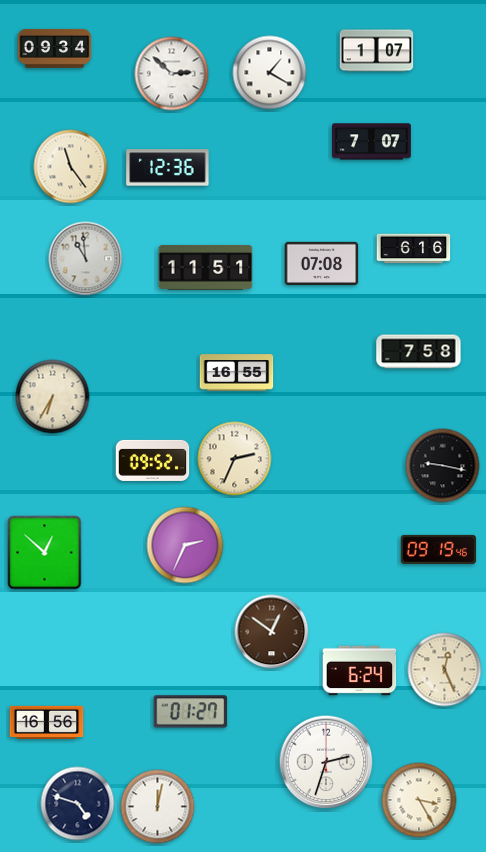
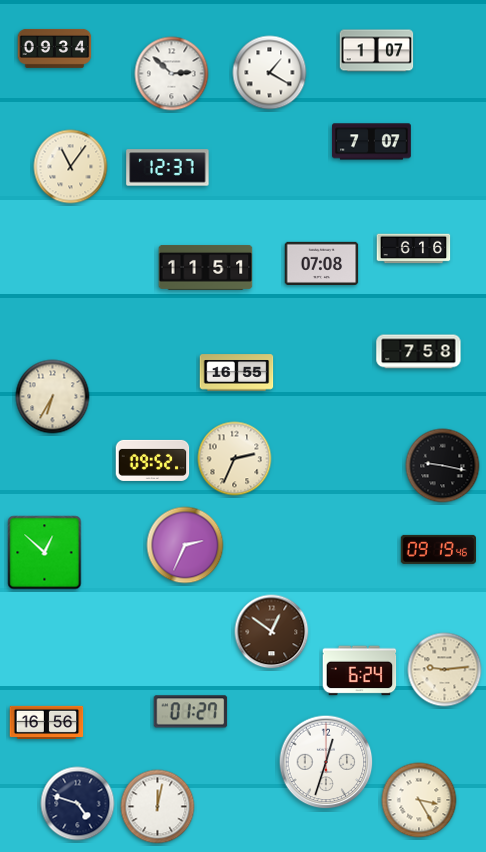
clock at (71, 167): 11:24 -> 11:06
clock at (168, 168): 12:36 -> 12:37
clock at (86, 259): 10:59 -> none
clock at (445, 670): 12:26 -> 9:14
clock at (326, 762): 2:33 -> 12:33
